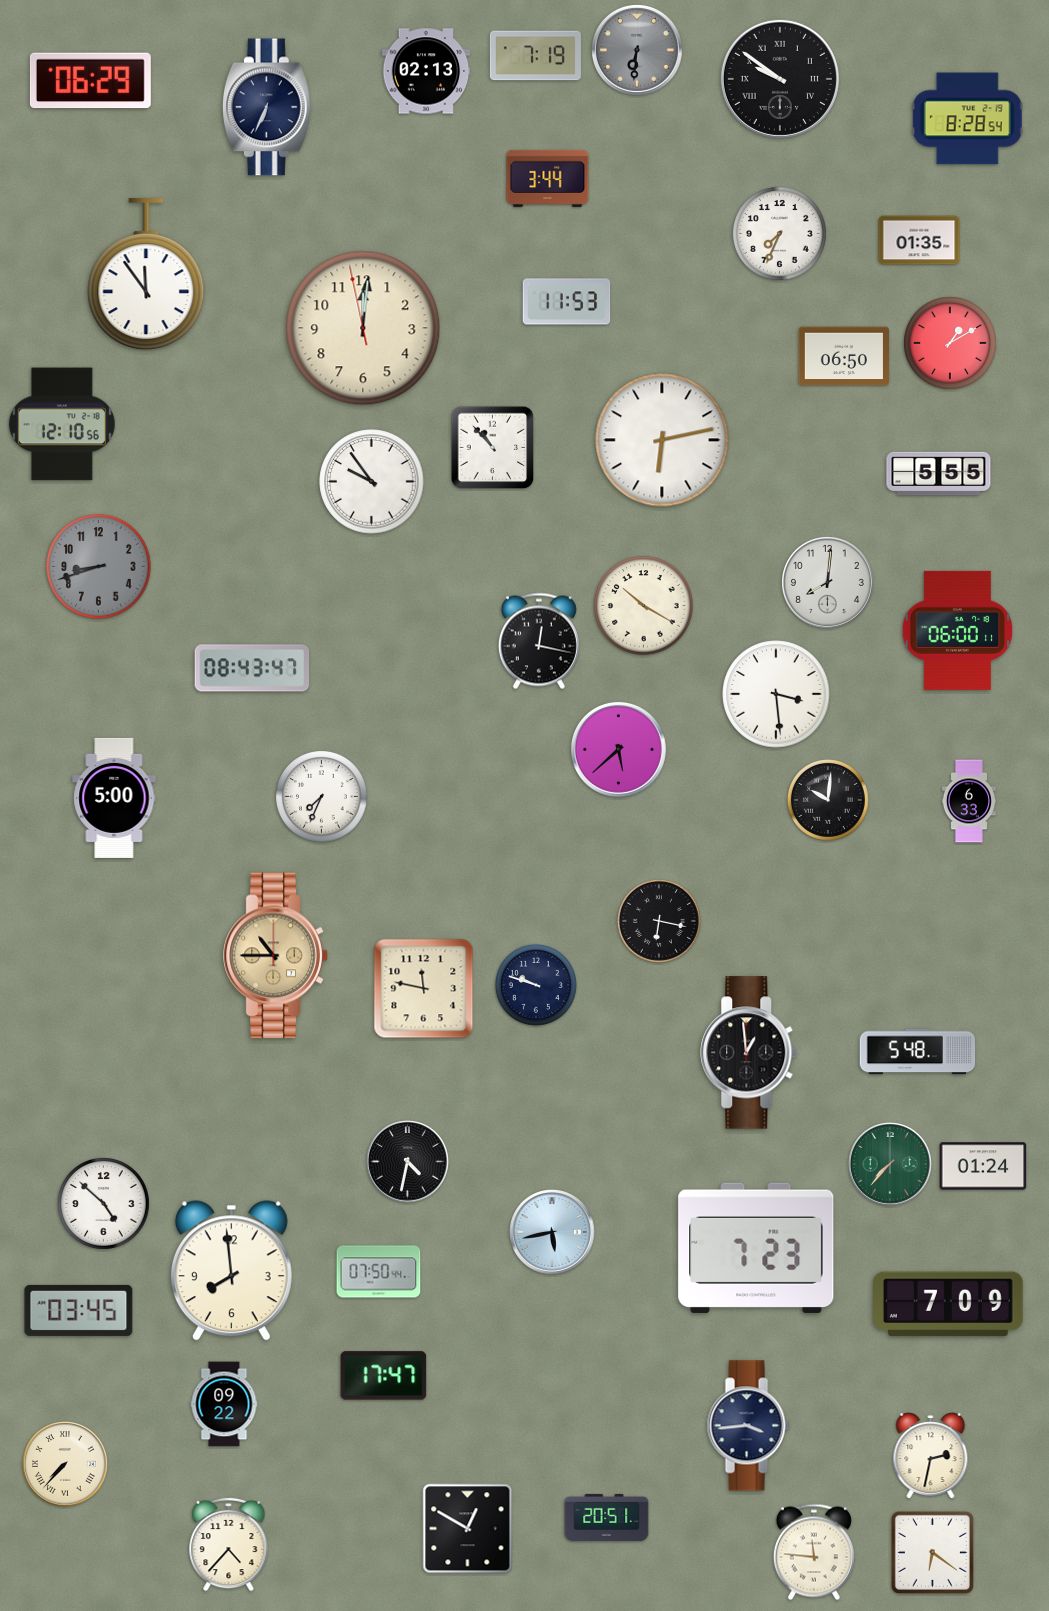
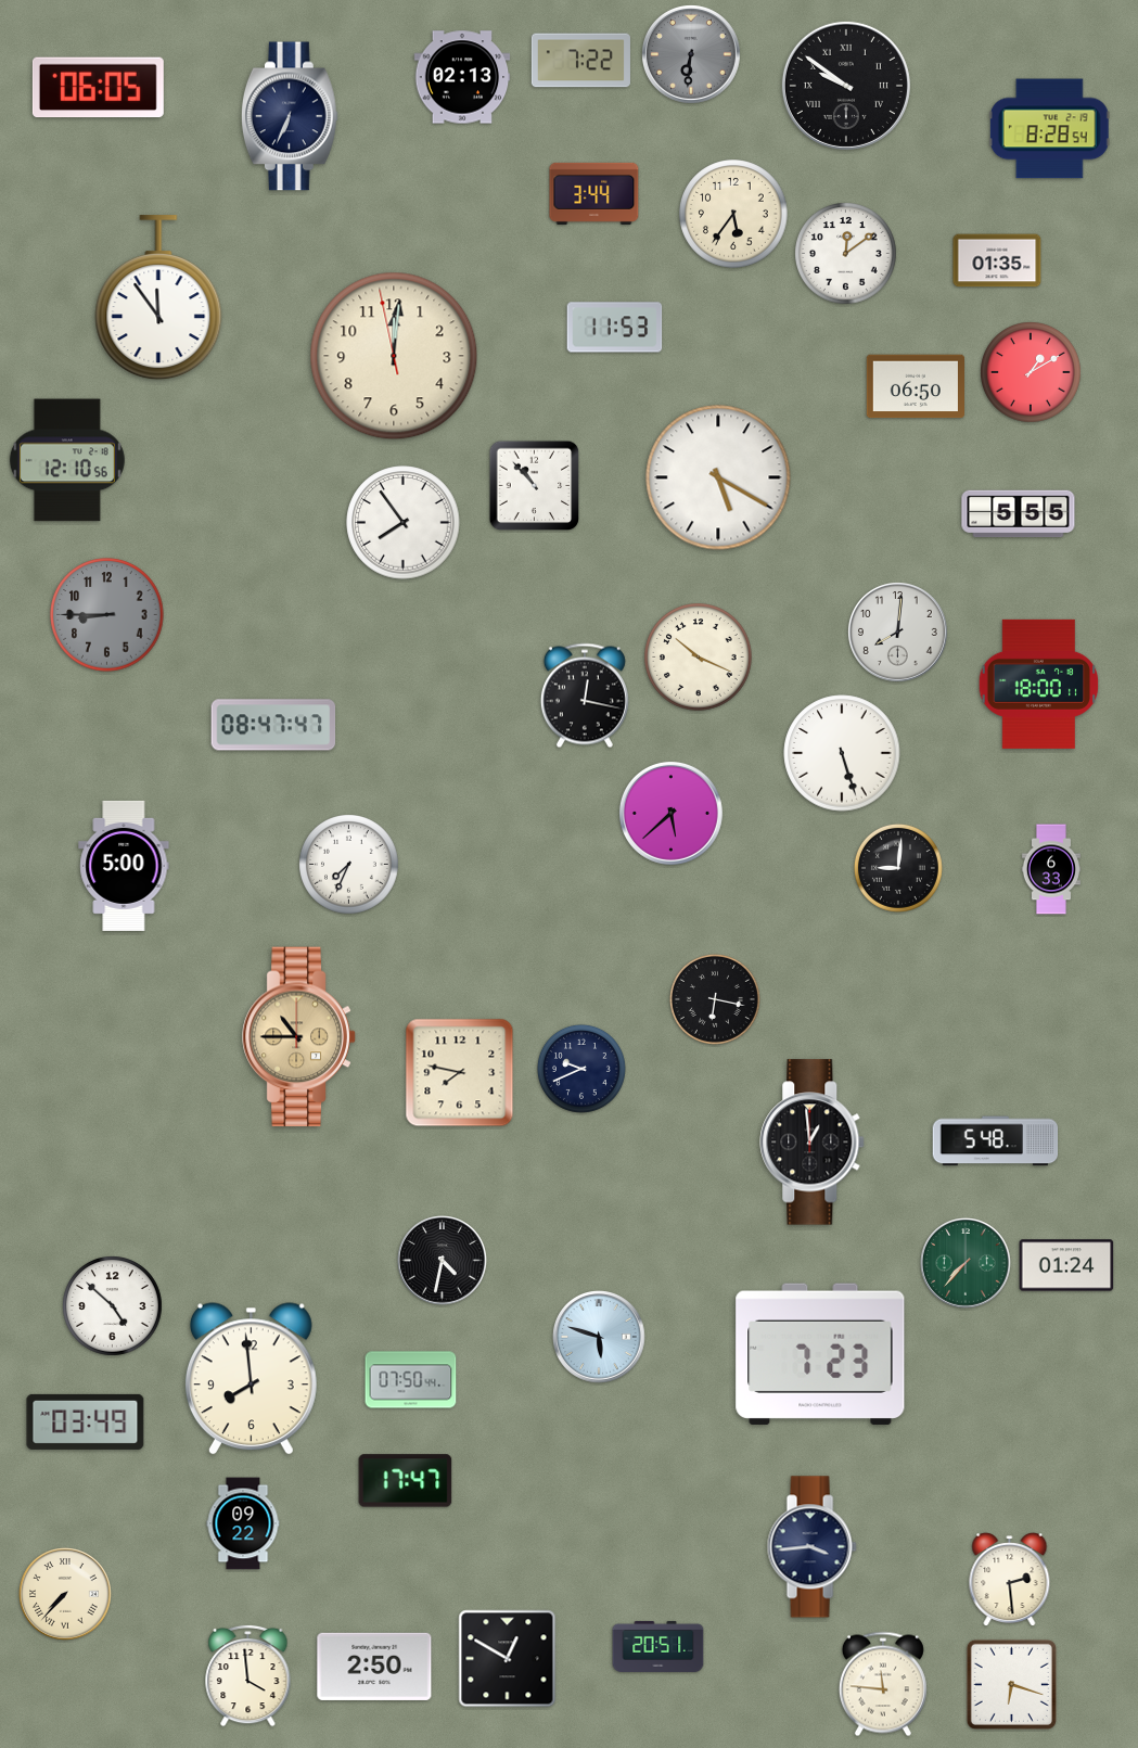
clock at (535, 56): 7:19 -> 7:22
clock at (90, 81): 06:29 -> 06:05
clock at (733, 214): none -> 5:36
clock at (780, 234): 7:34 -> 12:09
clock at (662, 440): 6:13 -> 5:20
clock at (372, 482): 9:54 -> 7:54
clock at (99, 567): 8:42 -> 8:45
clock at (644, 606): 10:20 -> 10:19
clock at (958, 630): 06:00 -> 18:00
clock at (252, 668): 08:43 -> 08:47
clock at (776, 694): 3:29 -> 5:27
clock at (828, 800): 10:01 -> 9:01
clock at (536, 985): 9:48 -> 9:41
clock at (424, 989): 11:47 -> 7:47
clock at (553, 1233): 5:43 -> 5:48
clock at (949, 1304): 7:09 -> none
clock at (79, 1310): 03:45 -> 03:49
clock at (384, 1376) position: (384, 1376) -> (406, 1481)
clock at (931, 1456): 2:32 -> 2:29
clock at (66, 1465) position: (66, 1465) -> (66, 1595)
clock at (374, 1667): none -> 2:50
clock at (229, 1544): 4:37 -> 3:59
clock at (932, 1552): 6:21 -> 6:18
